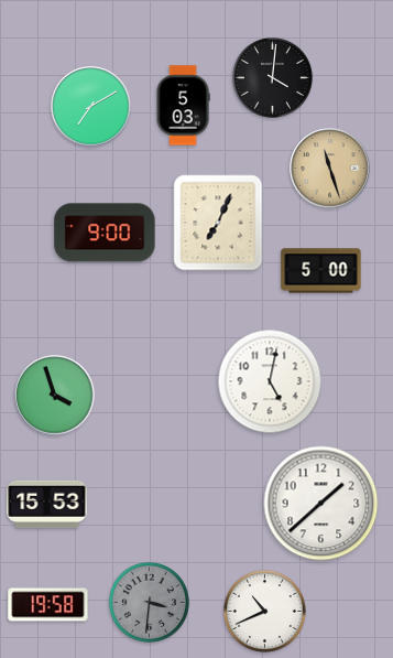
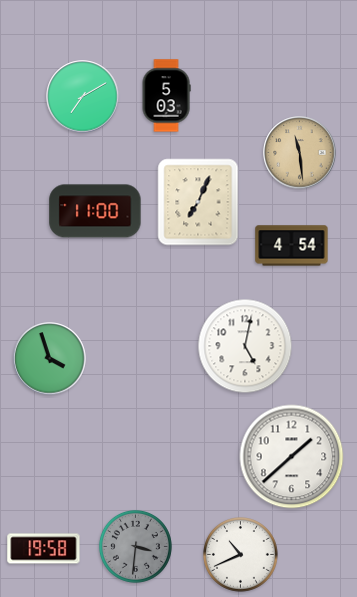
clock at (272, 77): 4:01 -> none
clock at (330, 169): 11:27 -> 11:29
clock at (105, 233): 9:00 -> 11:00
clock at (321, 271): 5:00 -> 4:54
clock at (47, 504): 15:53 -> none
